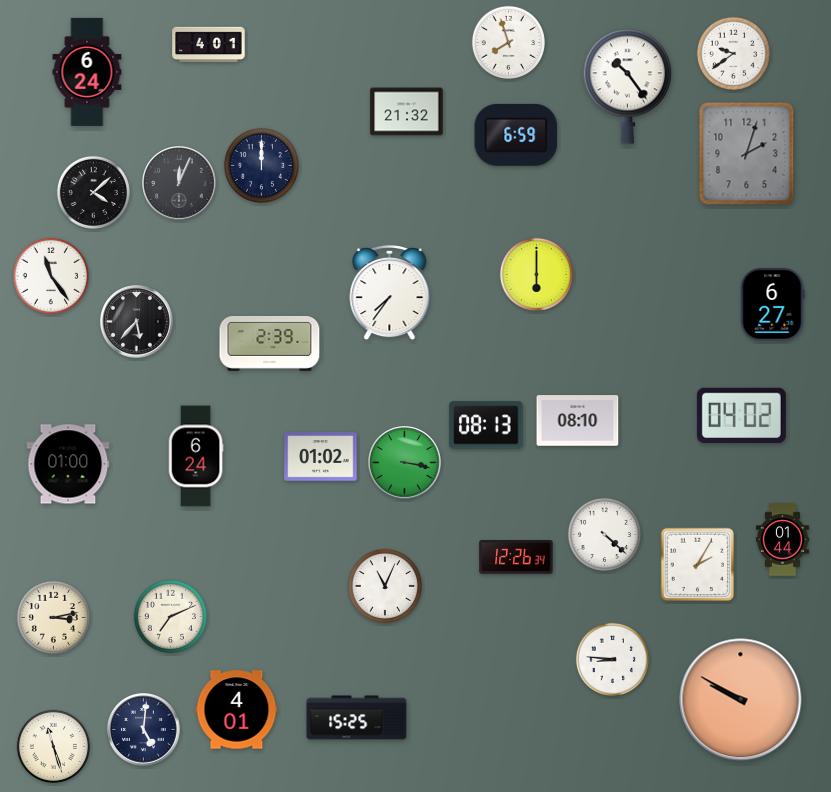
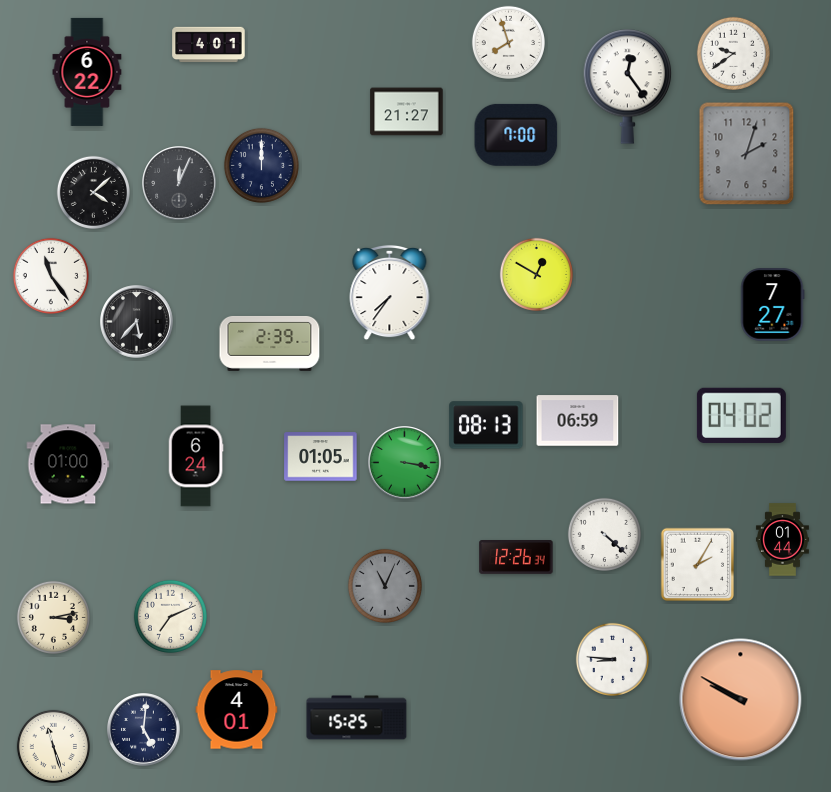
clock at (87, 72): 6:24 -> 6:22
clock at (628, 87): 10:24 -> 12:24
clock at (407, 112): 21:32 -> 21:27
clock at (516, 135): 6:59 -> 7:00
clock at (536, 274): 6:00 -> 12:50
clock at (772, 305): 6:27 -> 7:27
clock at (578, 421): 08:10 -> 06:59
clock at (321, 457): 01:02 -> 01:05
clock at (385, 586) dial: white -> grey
